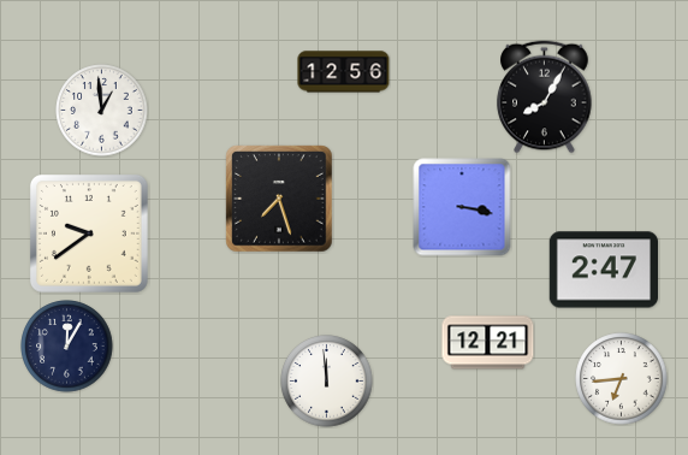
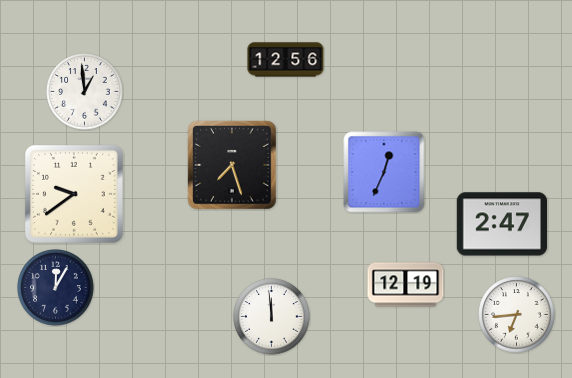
clock at (545, 97): 8:05 -> none
clock at (462, 207): 3:17 -> 12:34
clock at (488, 343): 12:21 -> 12:19
